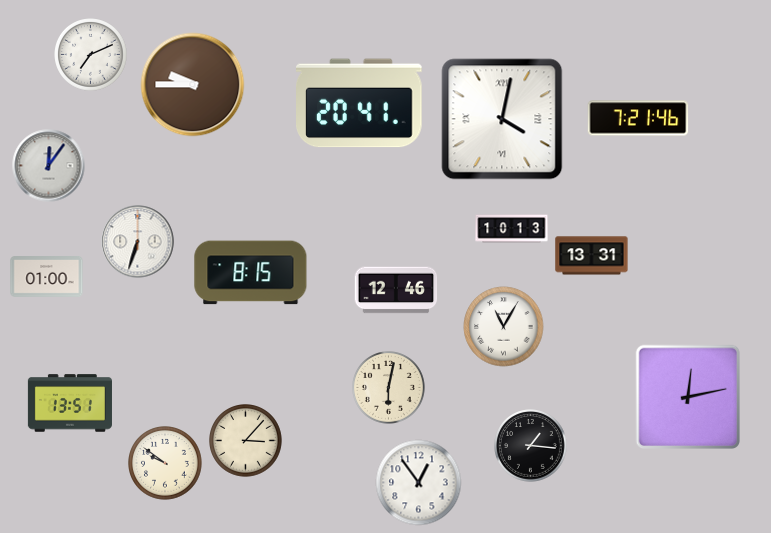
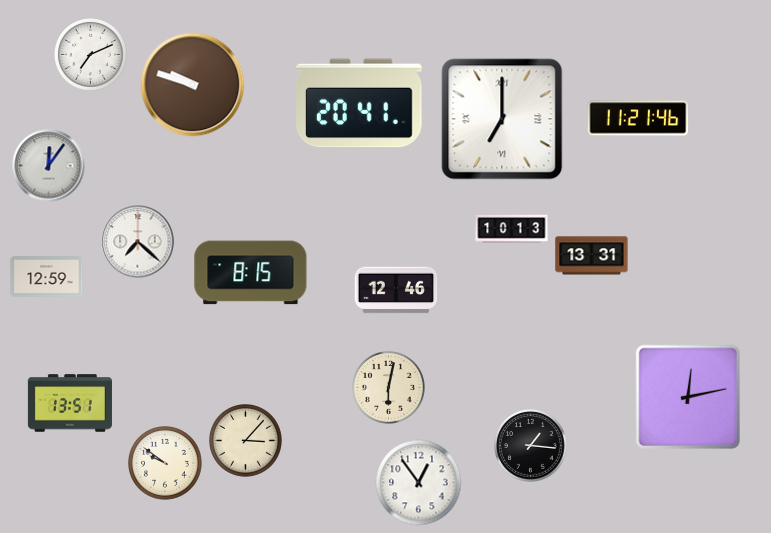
clock at (193, 85): 9:45 -> 9:48
clock at (638, 118): 7:21 -> 11:21
clock at (502, 119): 4:02 -> 7:00
clock at (138, 242): 6:33 -> 7:22
clock at (47, 277): 01:00 -> 12:59
clock at (504, 327): 11:05 -> none
